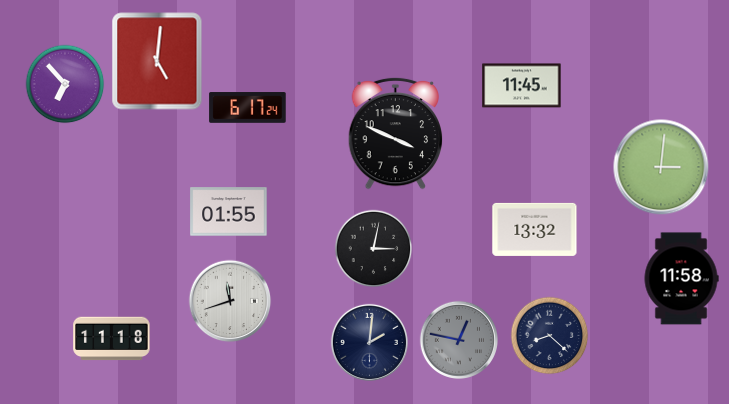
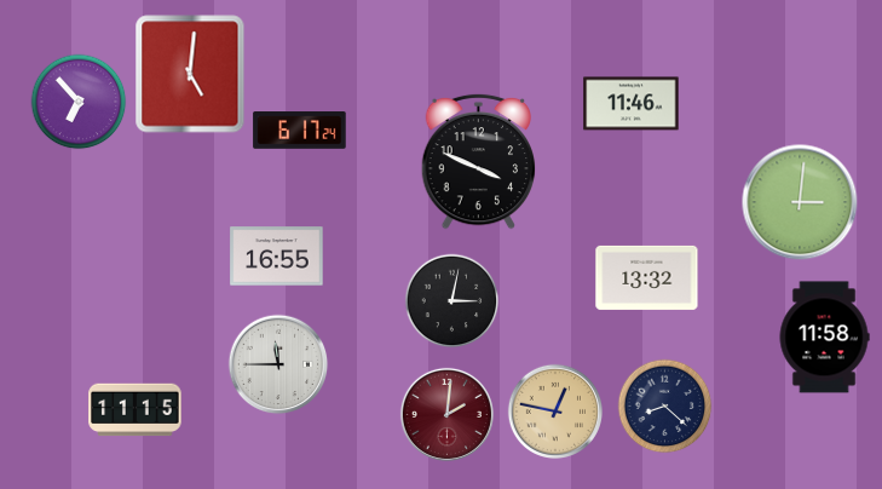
clock at (522, 86): 11:45 -> 11:46
clock at (229, 212): 01:55 -> 16:55
clock at (230, 301): 11:42 -> 11:45
clock at (112, 339): 11:18 -> 11:15
clock at (459, 340) dial: grey -> champagne
clock at (369, 342) dial: navy -> burgundy
